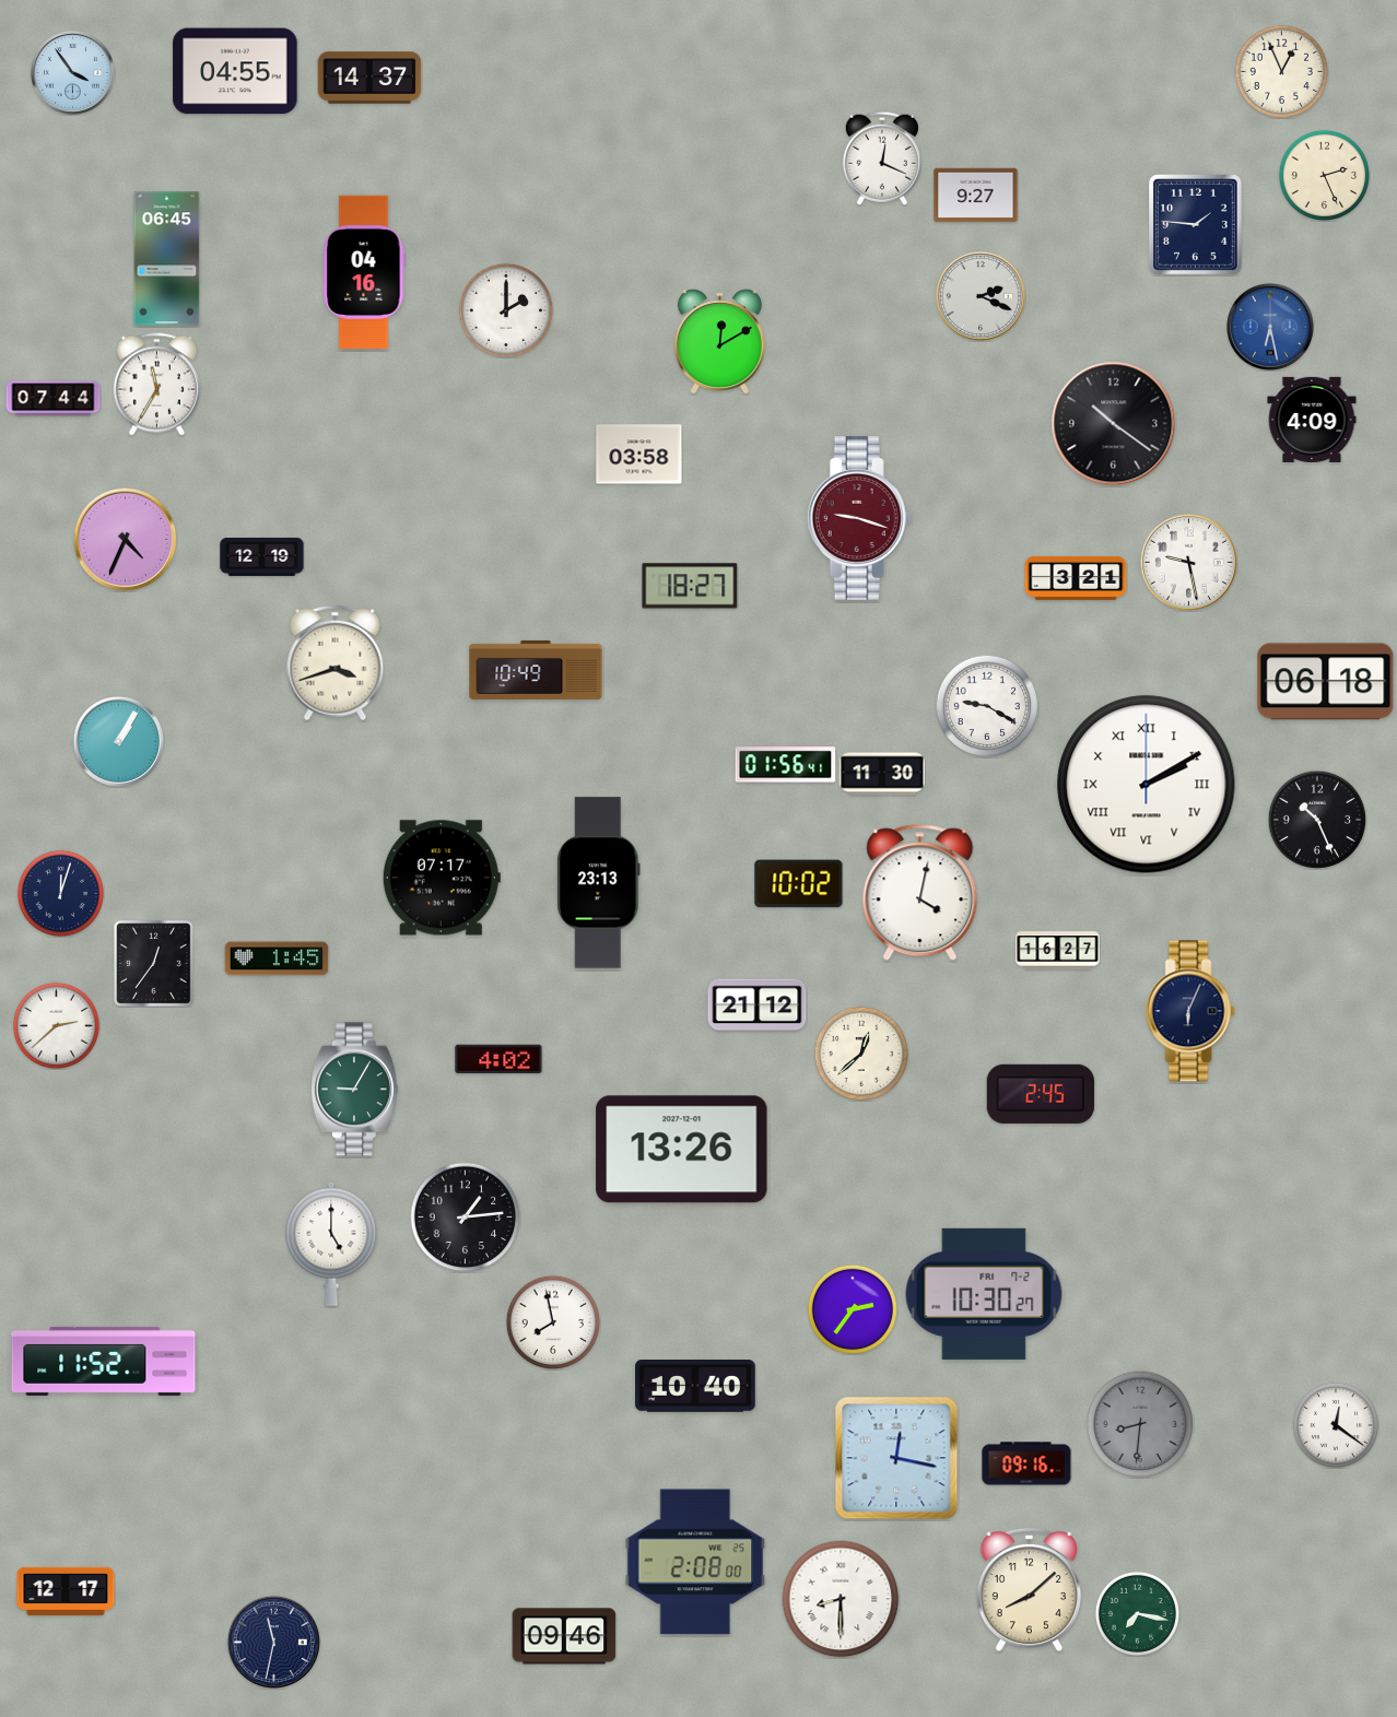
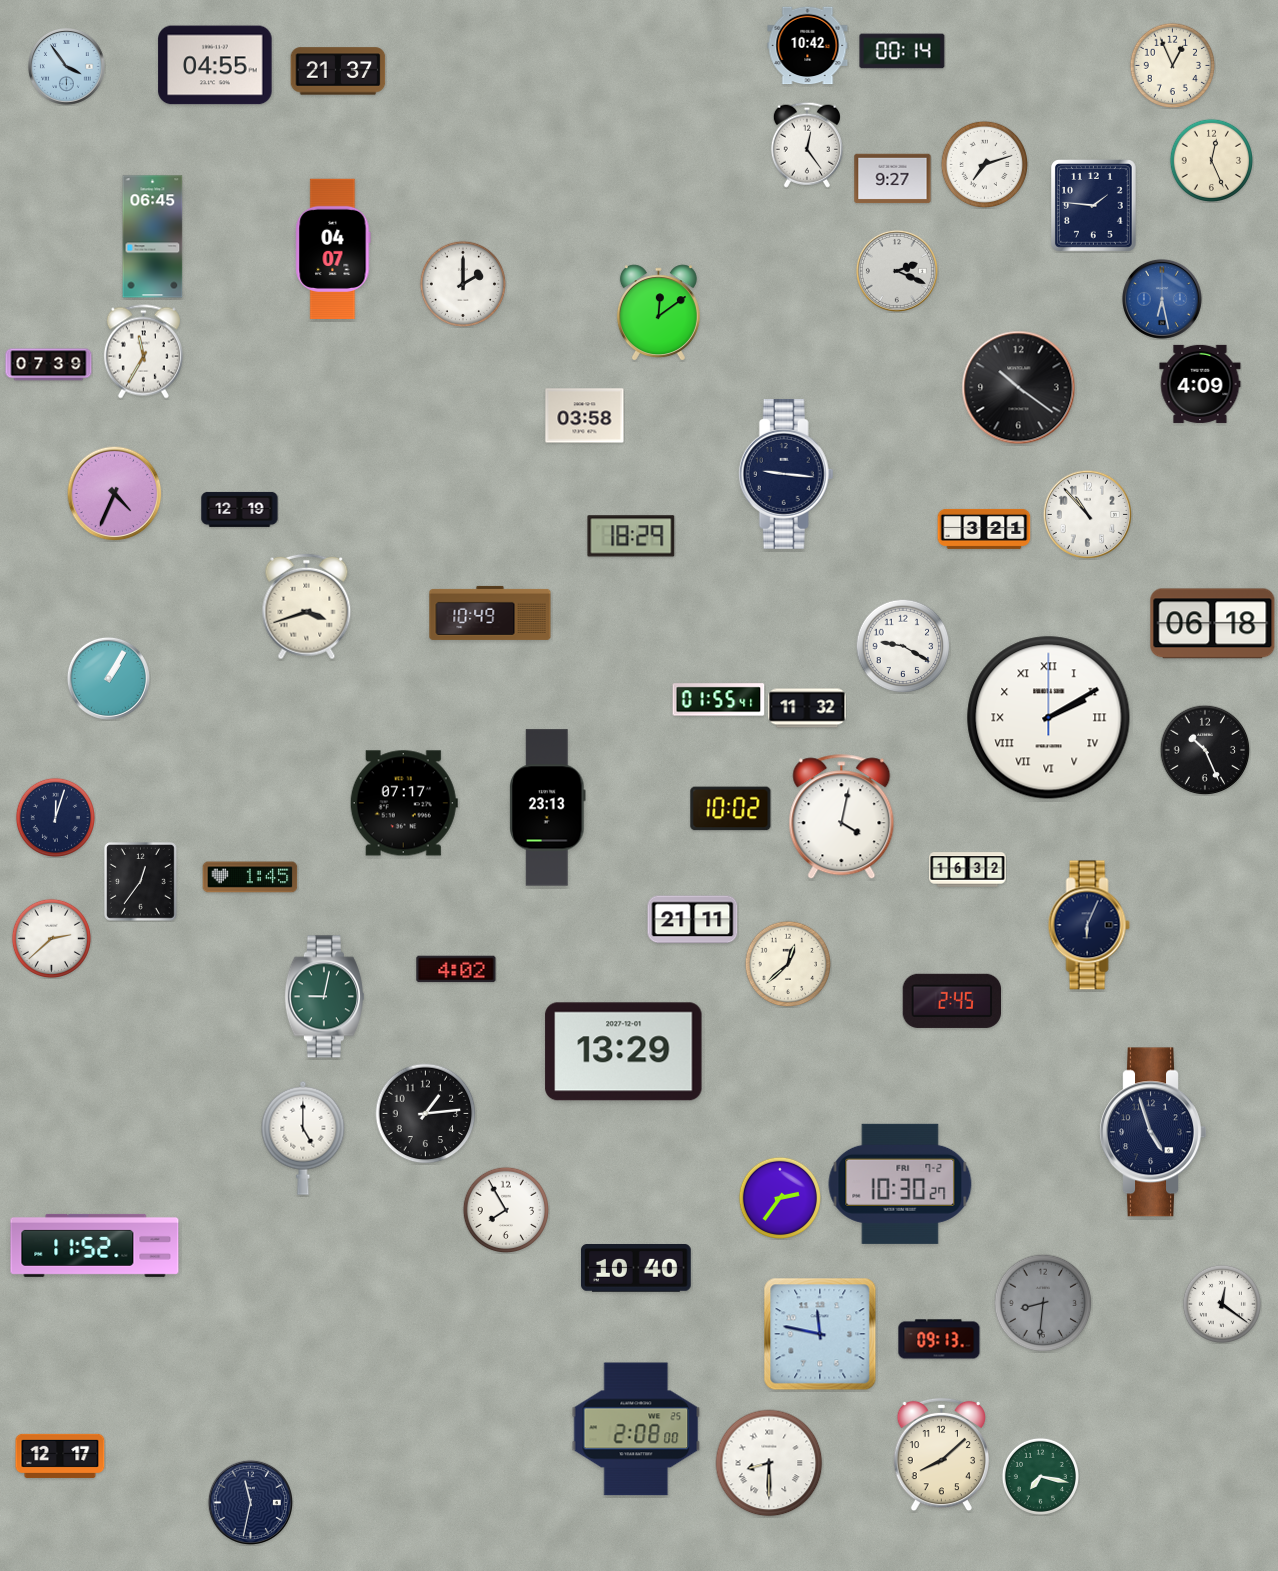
clock at (808, 46): none -> 10:42
clock at (902, 51): none -> 00:14
clock at (369, 78): 14:37 -> 21:37
clock at (882, 158): 12:19 -> 12:24
clock at (1324, 175): 2:26 -> 12:26
clock at (984, 164): none -> 7:12
clock at (364, 272): 04:16 -> 04:07
clock at (719, 342): 12:10 -> 12:09
clock at (54, 399): 07:44 -> 07:39
clock at (859, 518): 9:18 -> 9:16
clock at (859, 518) dial: burgundy -> navy
clock at (1188, 562): 9:28 -> 10:53
clock at (690, 586): 18:27 -> 18:29
clock at (786, 765): 01:56 -> 01:55
clock at (882, 774): 11:30 -> 11:32
clock at (1058, 951): 16:27 -> 16:32
clock at (277, 959) position: (277, 959) -> (250, 877)
clock at (758, 1005): 21:12 -> 21:11
clock at (354, 1090): 9:05 -> 9:02
clock at (682, 1150): 13:26 -> 13:29
clock at (1152, 1132): none -> 4:57
clock at (552, 1321): 7:58 -> 7:55
clock at (896, 1458): 12:17 -> 11:47
clock at (1026, 1463): 09:16 -> 09:13
clock at (564, 1636): 09:46 -> none
